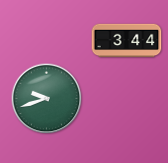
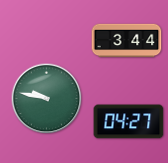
clock at (47, 99): 9:42 -> 9:47
clock at (129, 122): none -> 04:27
